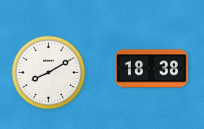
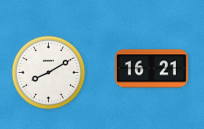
clock at (151, 69): 18:38 -> 16:21
